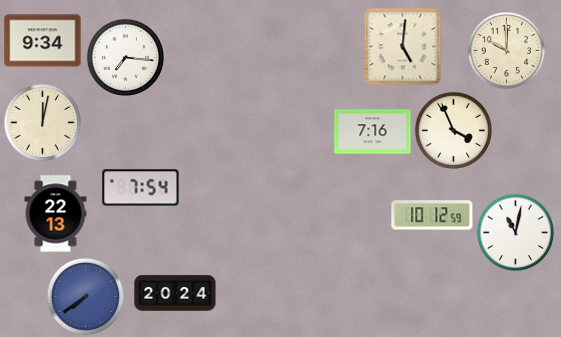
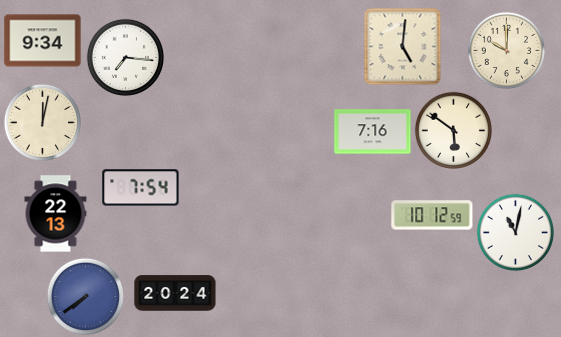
clock at (453, 130): 3:56 -> 5:51
